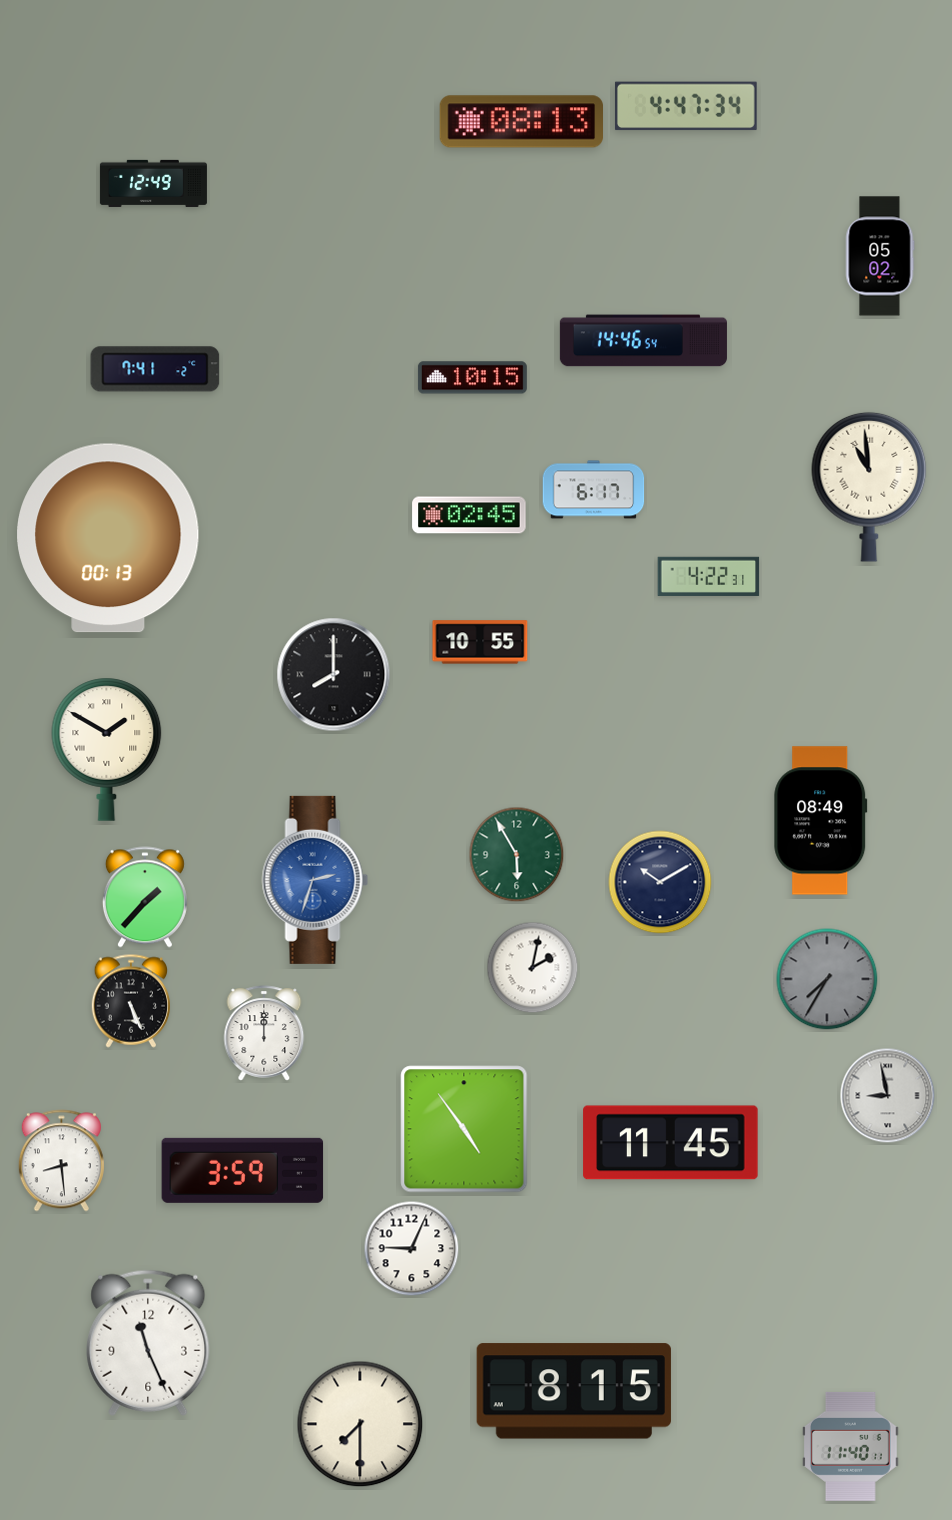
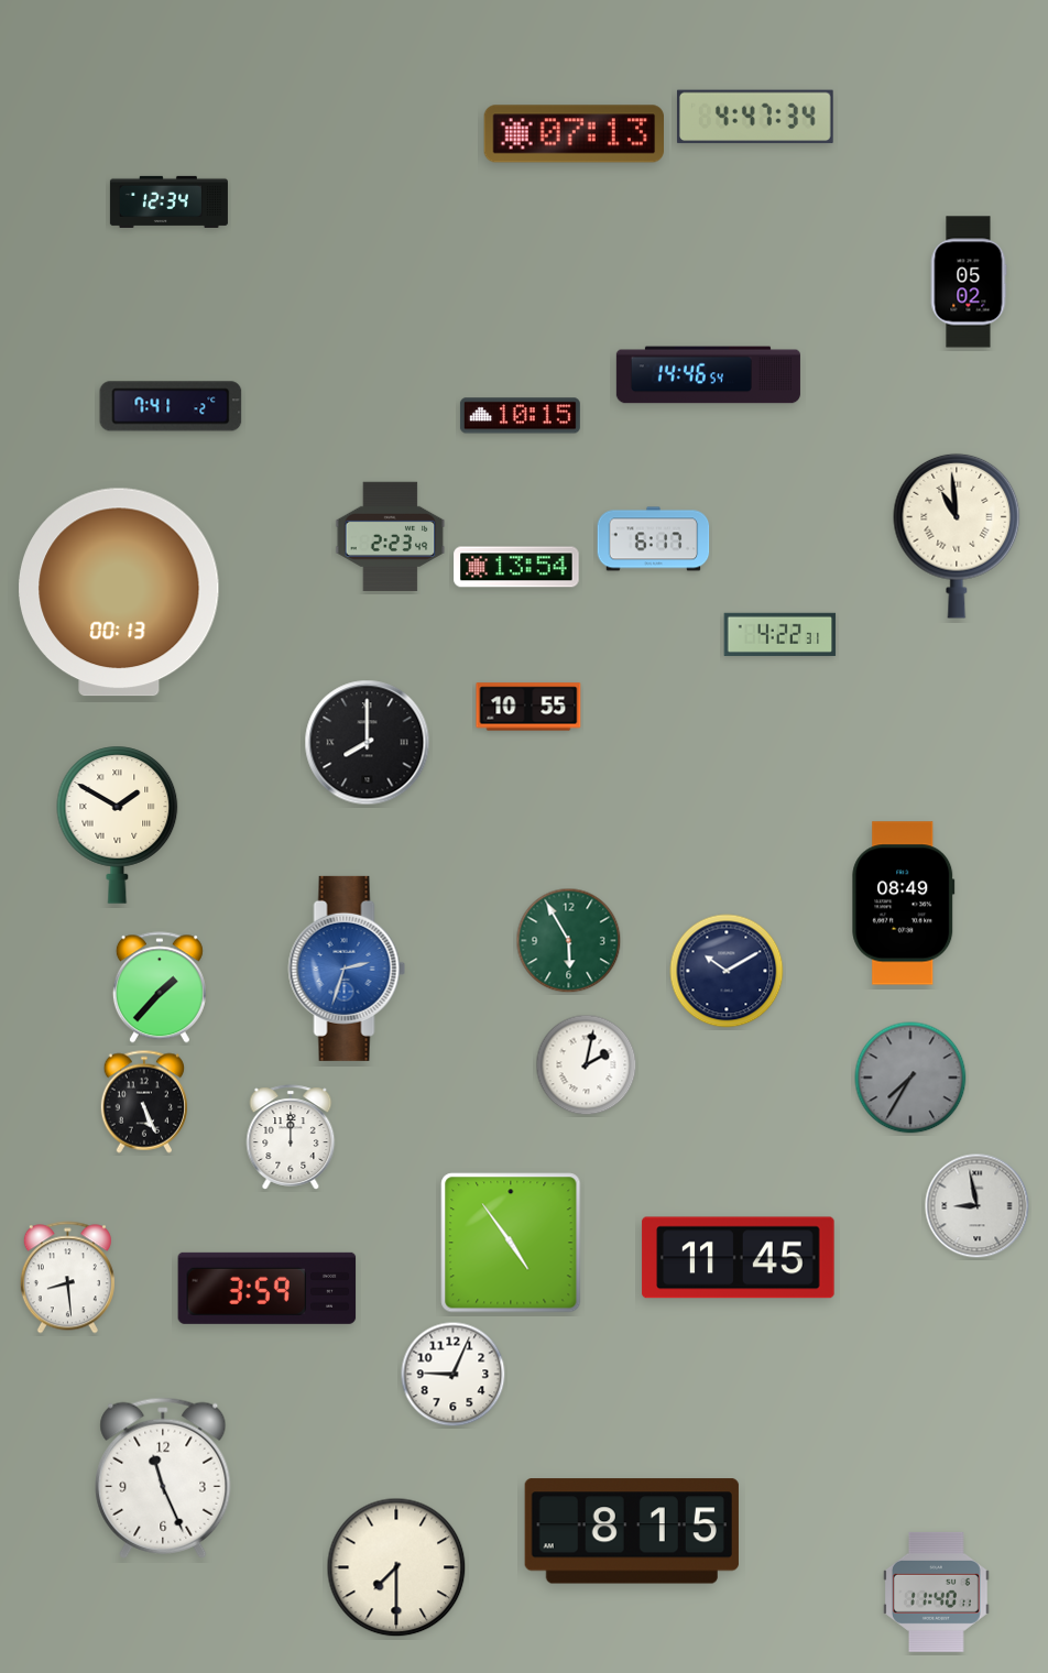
clock at (521, 122): 08:13 -> 07:13
clock at (153, 183): 12:49 -> 12:34
clock at (391, 537): none -> 2:23
clock at (469, 515): 02:45 -> 13:54
